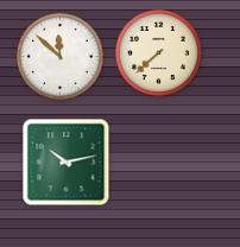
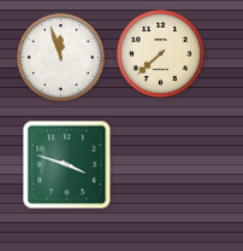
clock at (59, 56): 11:52 -> 11:57
clock at (67, 163): 10:13 -> 3:48
